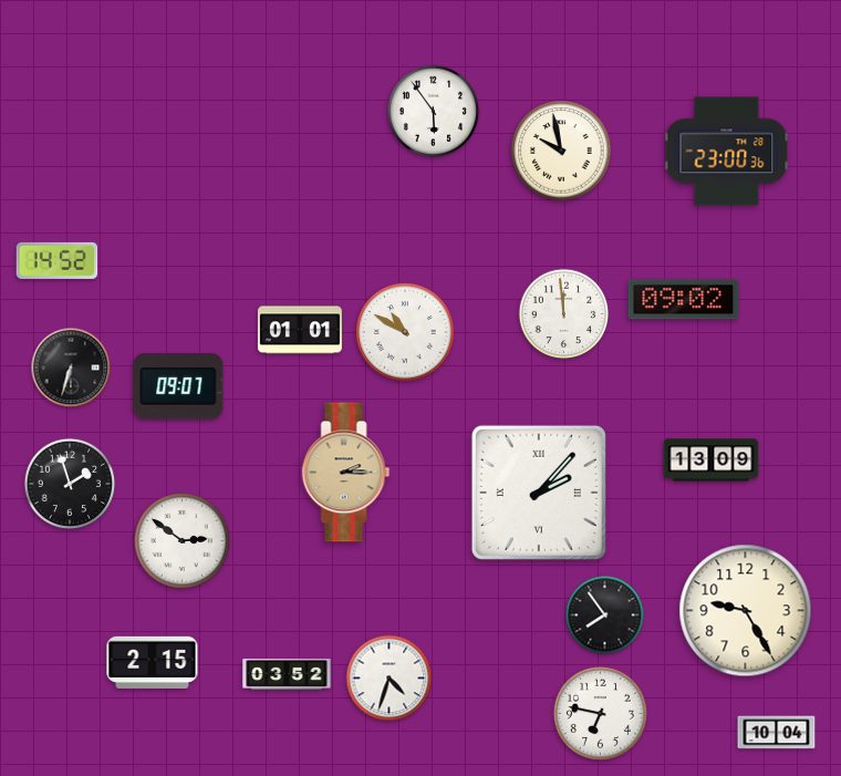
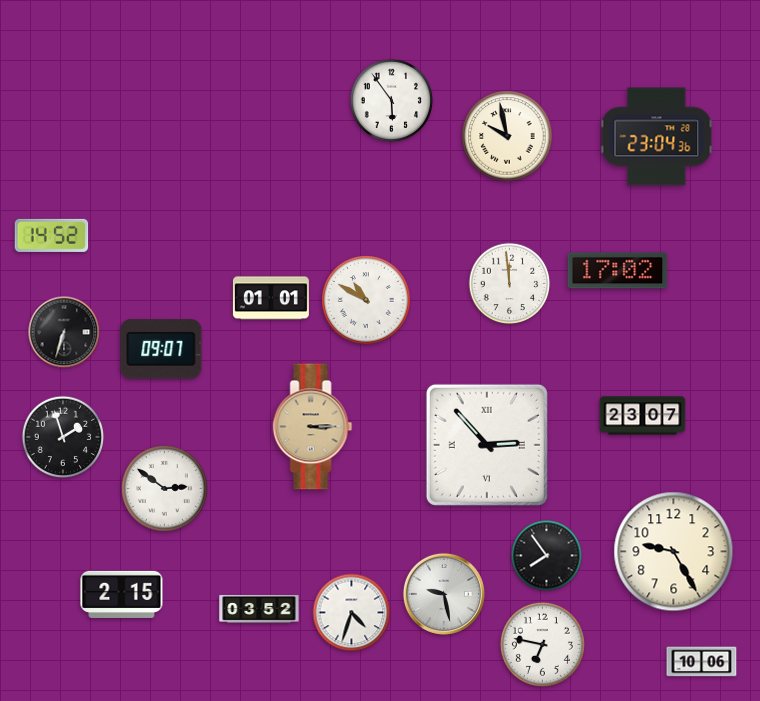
clock at (727, 152): 23:00 -> 23:04
clock at (684, 300): 09:02 -> 17:02
clock at (712, 461): 13:09 -> 23:07
clock at (346, 473): 2:15 -> 3:15
clock at (539, 493): 2:07 -> 2:53
clock at (444, 594): none -> 9:28
clock at (153, 662) position: (153, 662) -> (122, 594)
clock at (777, 733): 10:04 -> 10:06
